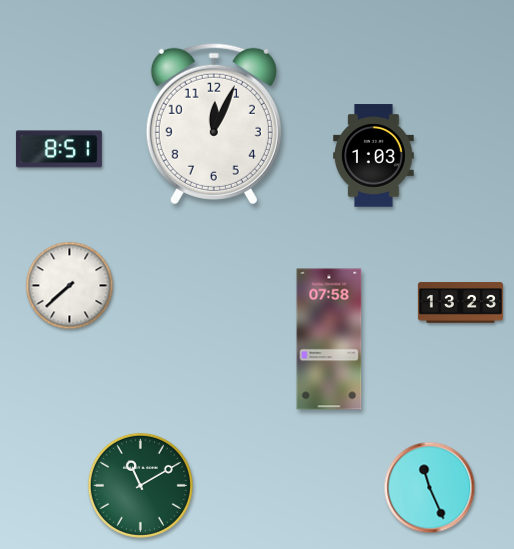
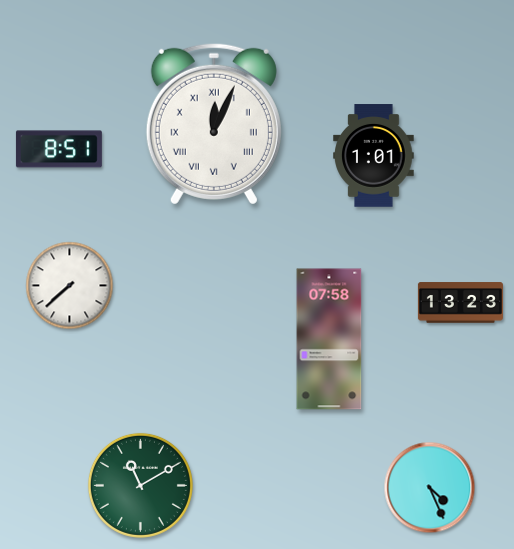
clock at (214, 124) numerals: Arabic -> Roman
clock at (374, 156): 1:03 -> 1:01
clock at (430, 488): 11:26 -> 4:26
